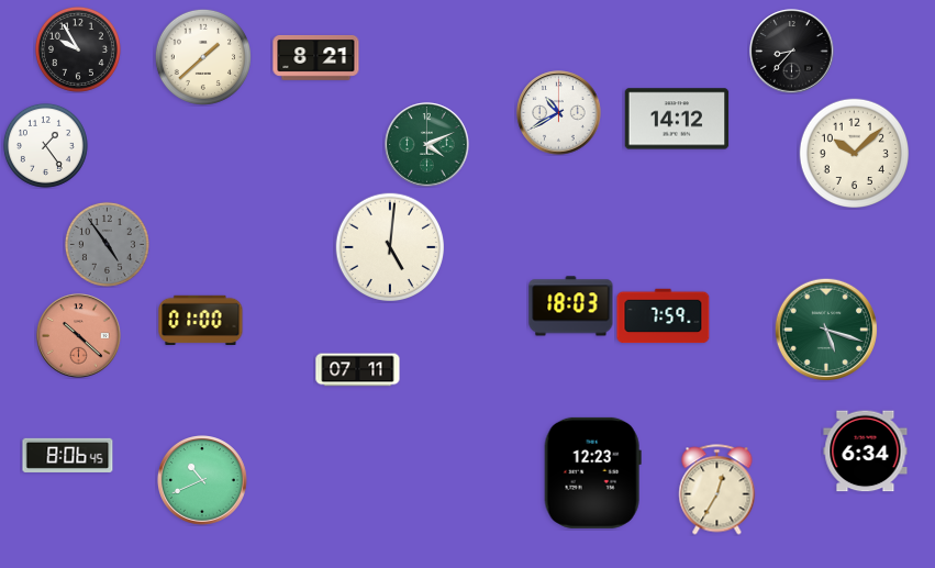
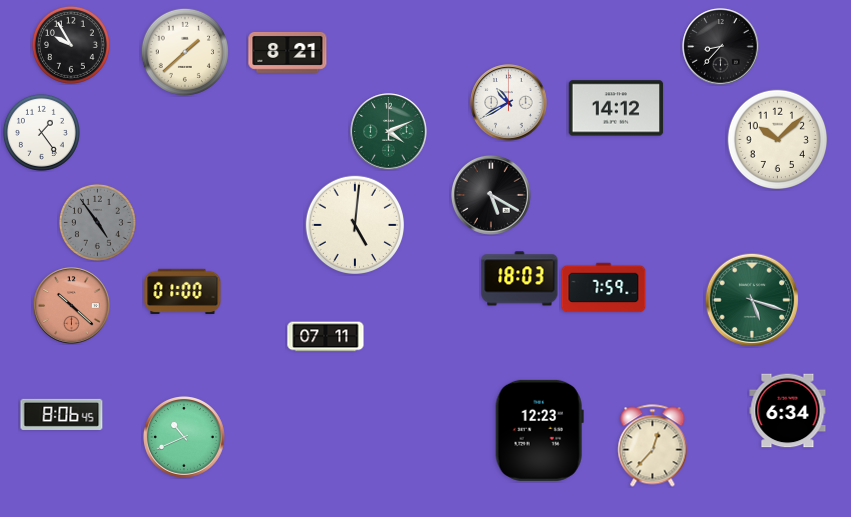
clock at (491, 195): none -> 5:20
clock at (717, 490): 12:35 -> 12:37
